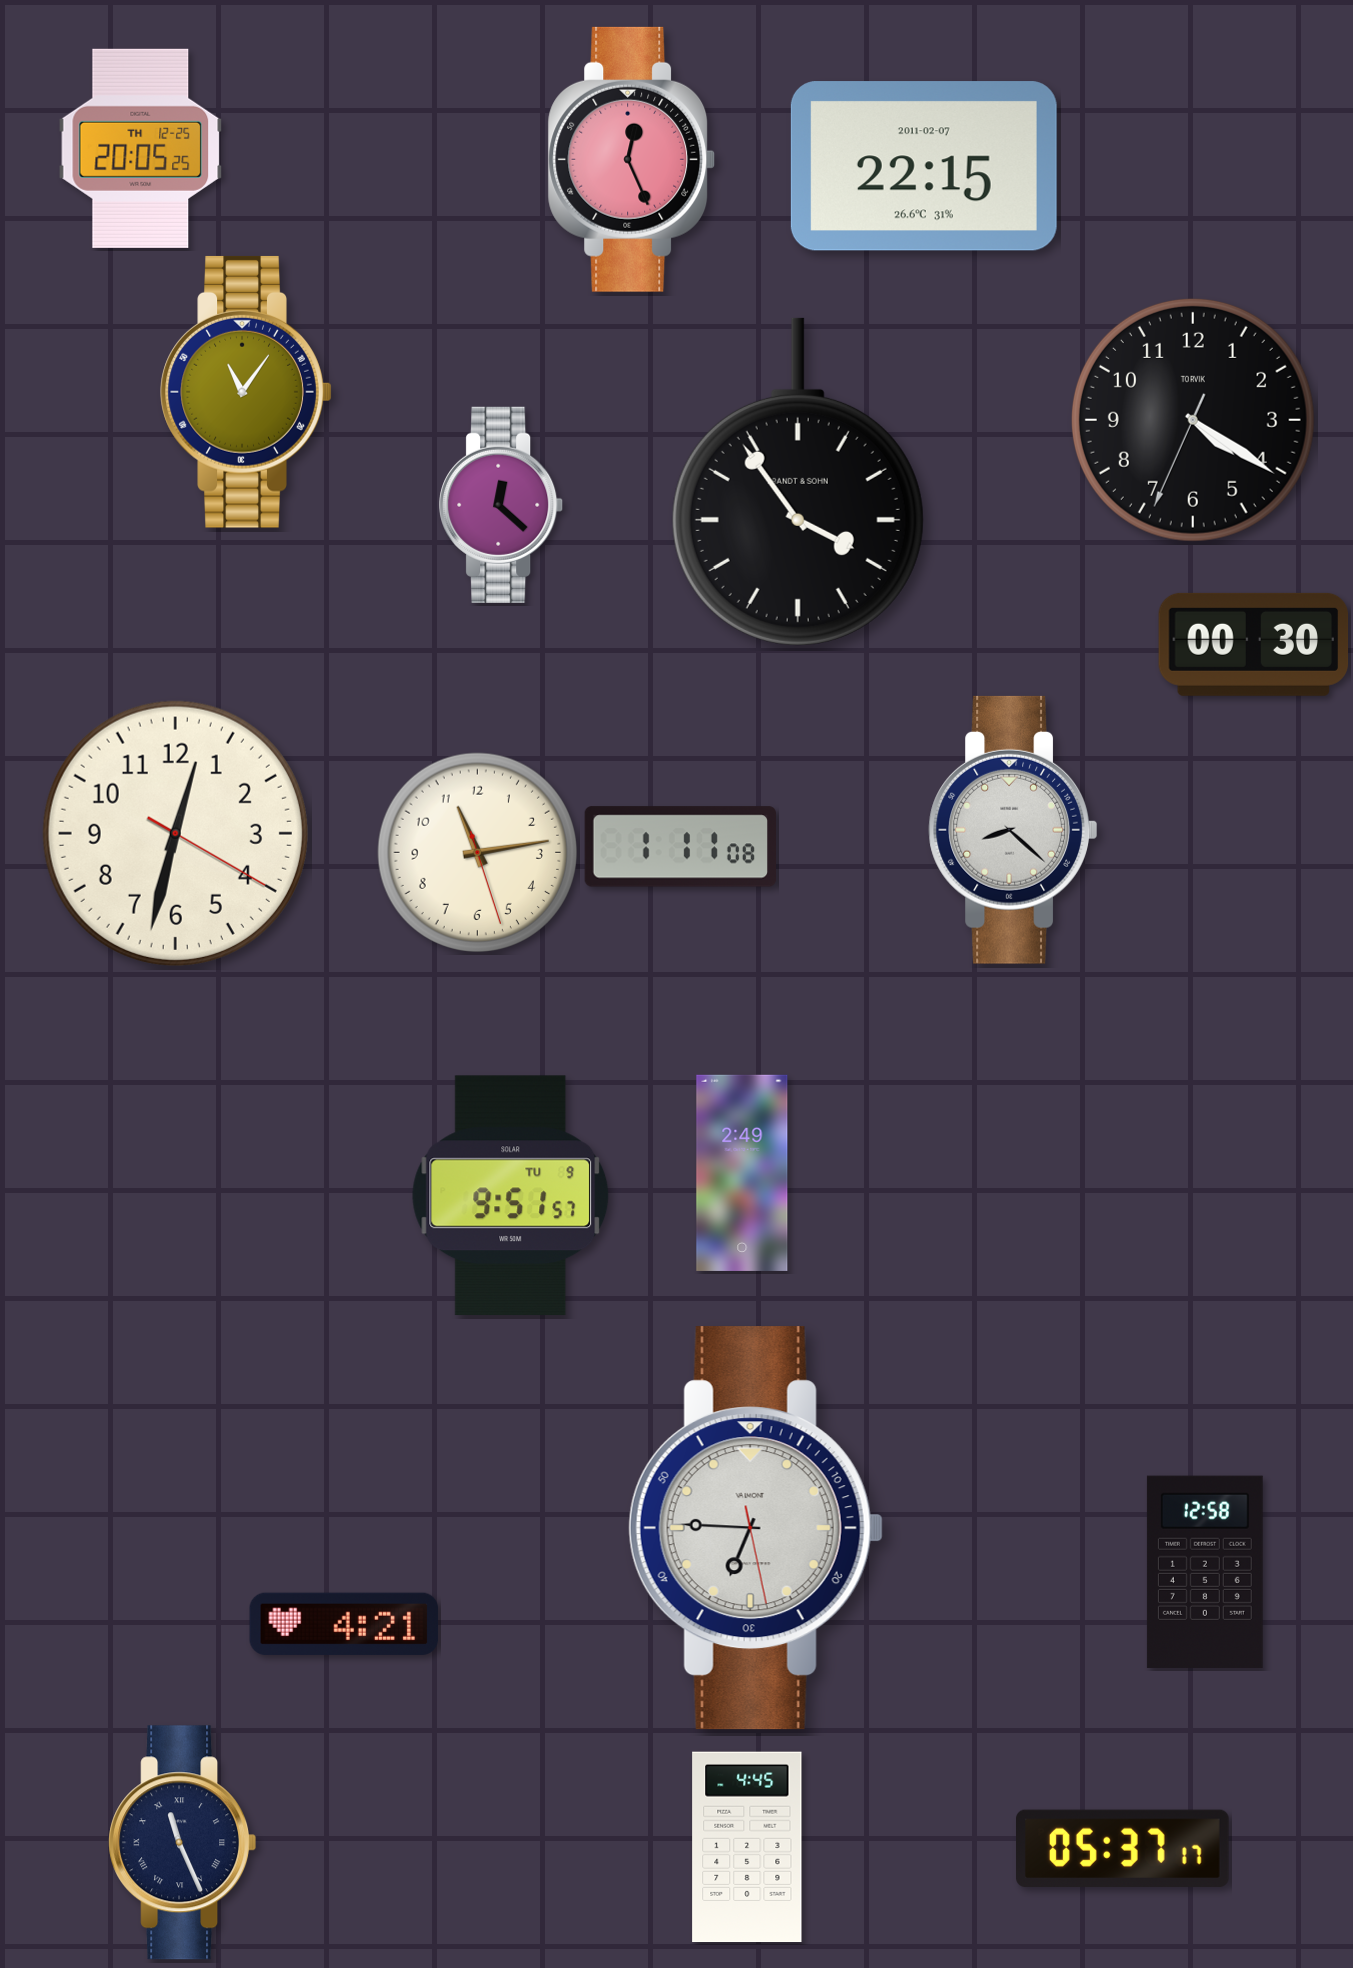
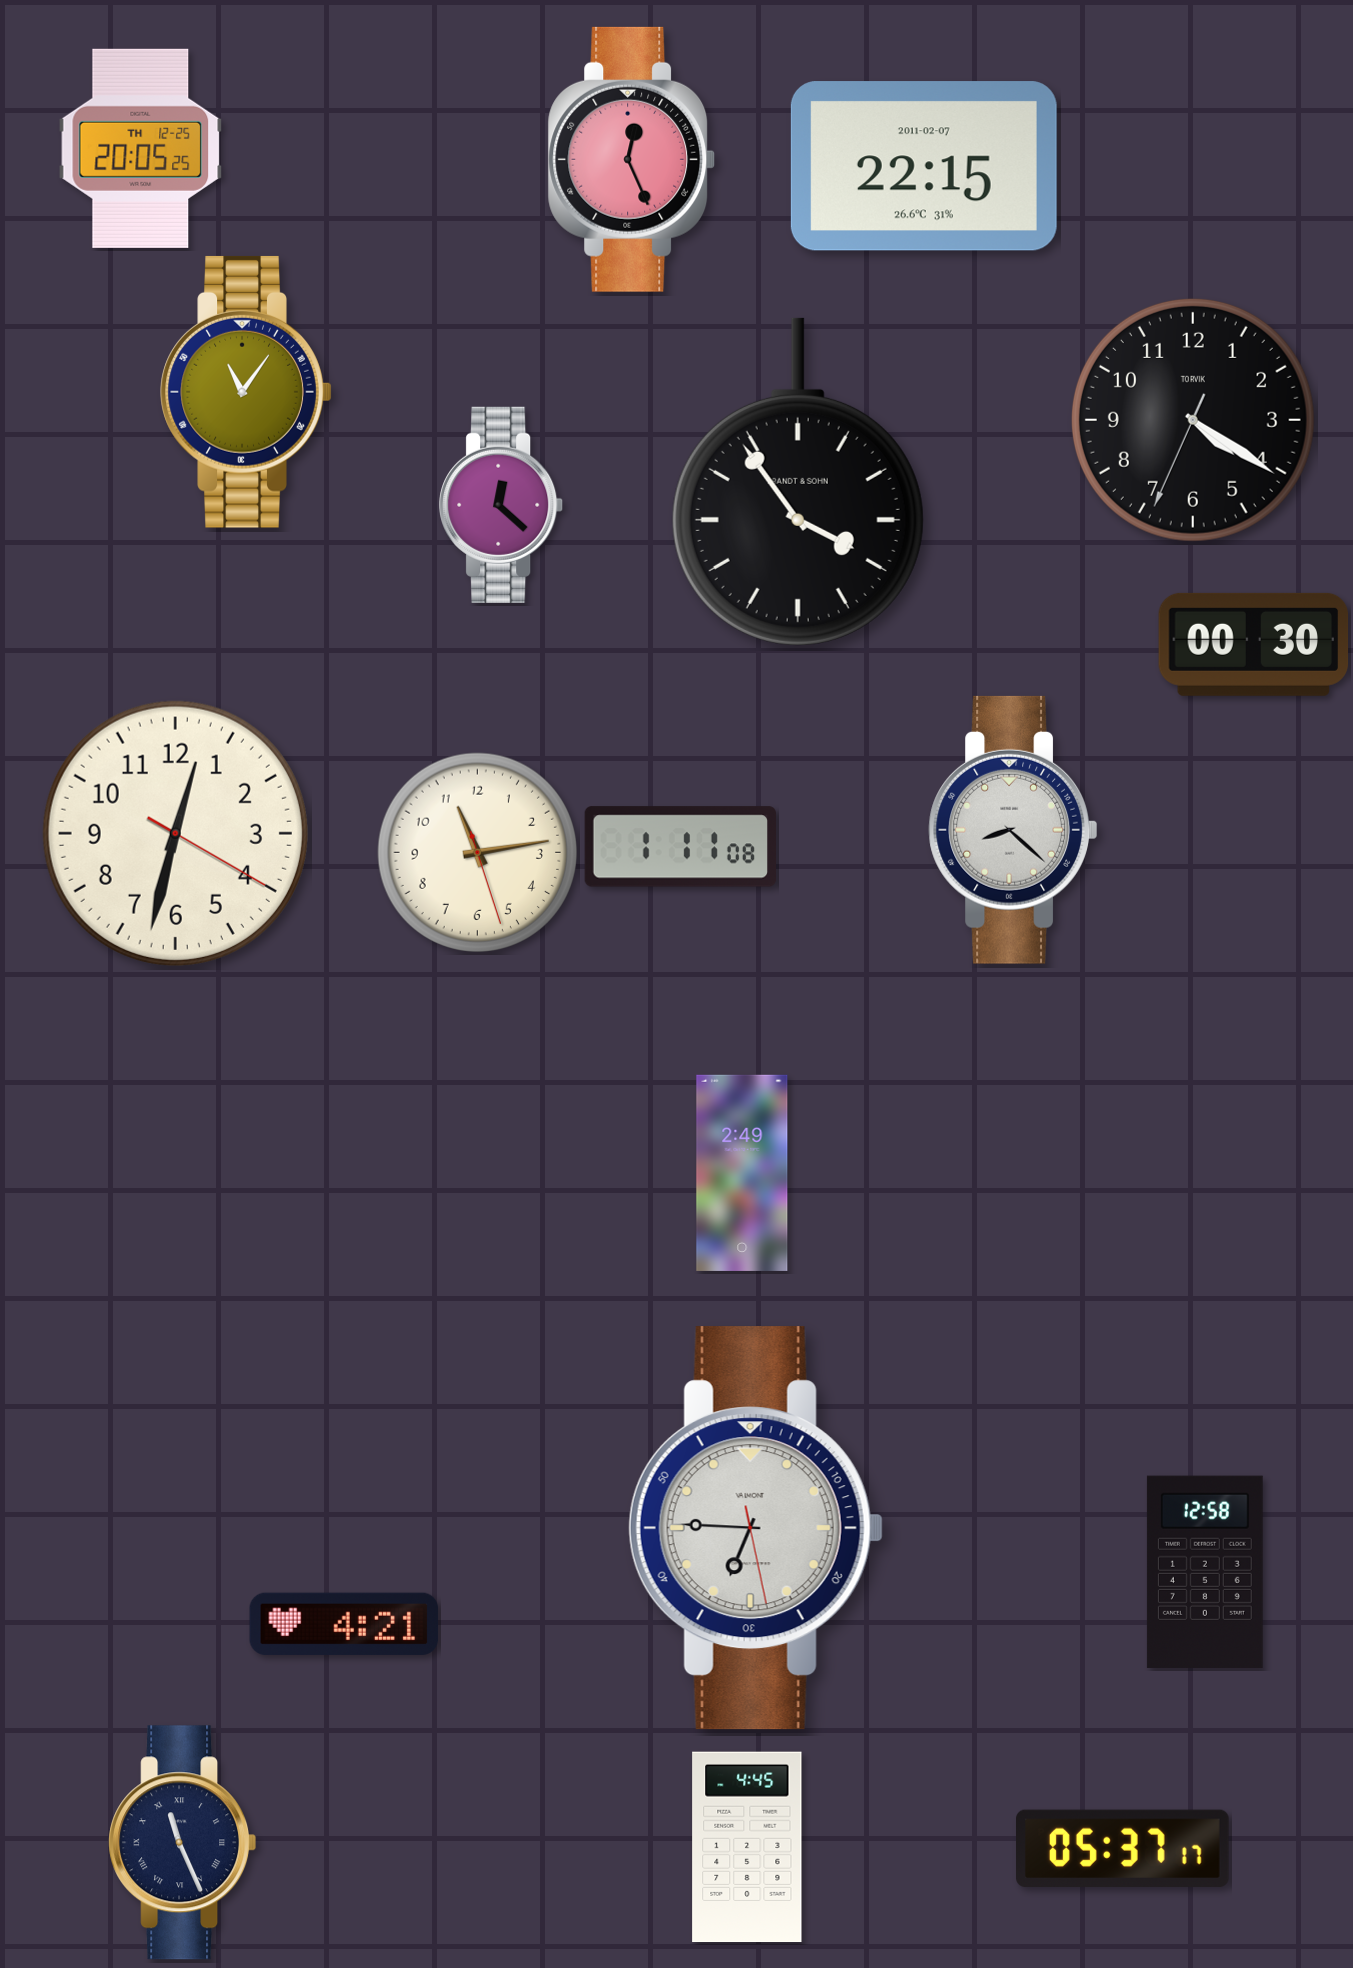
clock at (511, 1196): 9:51 -> none
